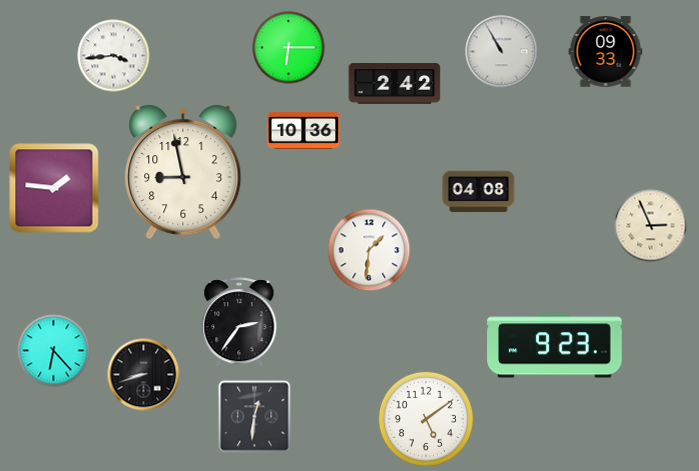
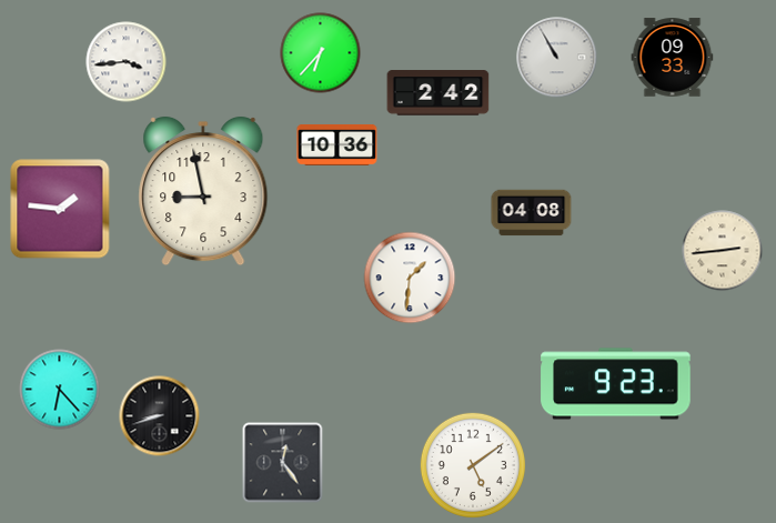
clock at (289, 48): 6:15 -> 6:37
clock at (651, 226): 2:56 -> 2:44
clock at (239, 323): 2:36 -> none
clock at (255, 417): 12:31 -> 12:24
